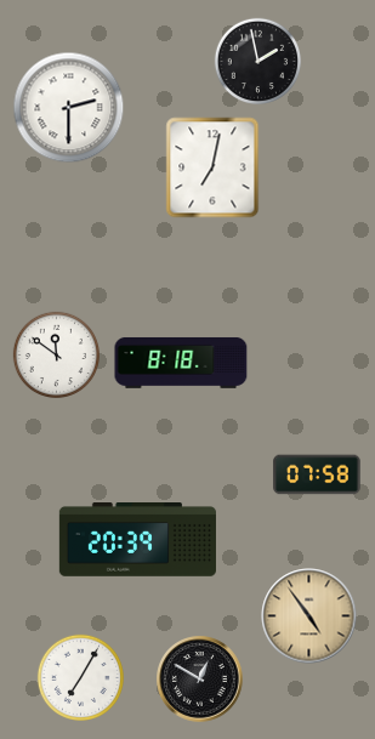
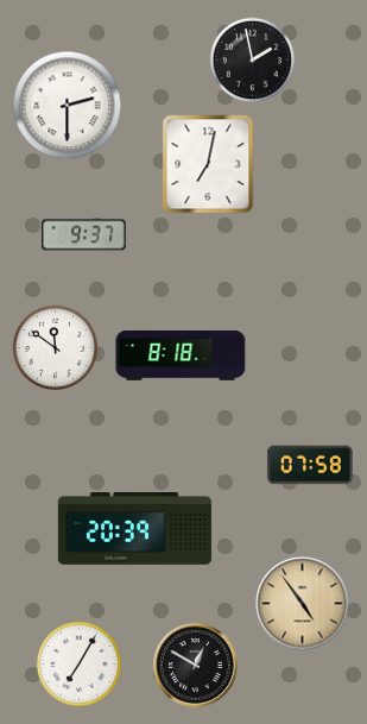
clock at (84, 235): none -> 9:37
clock at (181, 363) position: (181, 363) -> (181, 355)
